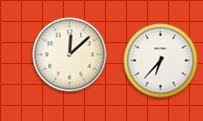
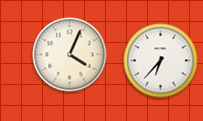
clock at (70, 55): 12:08 -> 4:04
